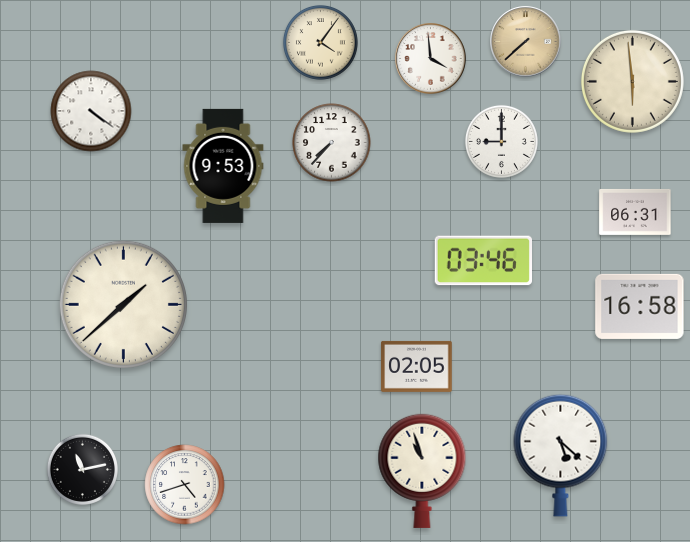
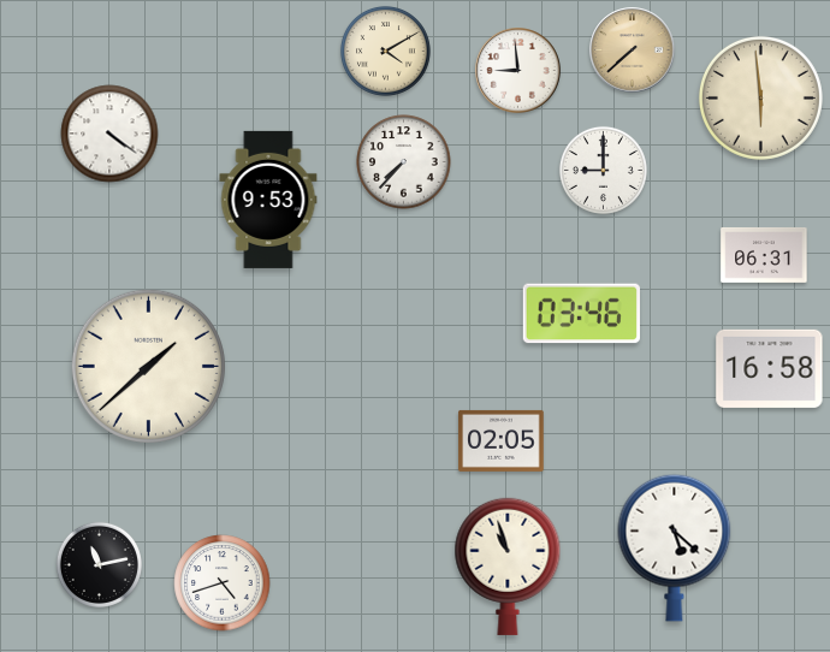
clock at (320, 42): 4:06 -> 4:10
clock at (431, 59): 3:59 -> 8:59
clock at (332, 143) position: (332, 143) -> (404, 162)
